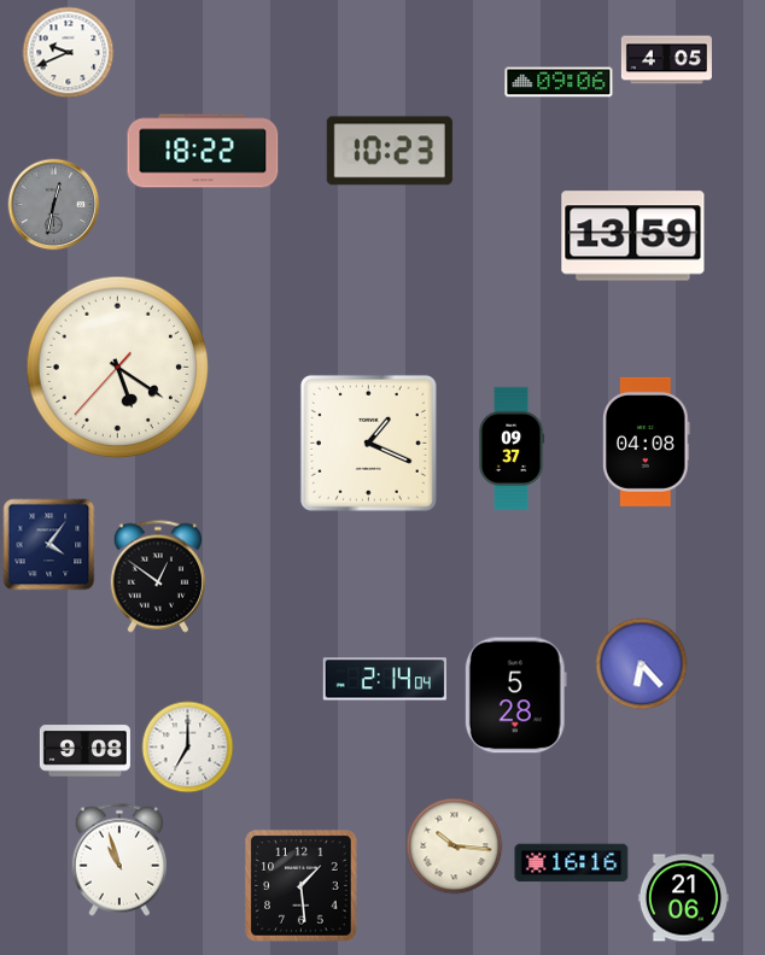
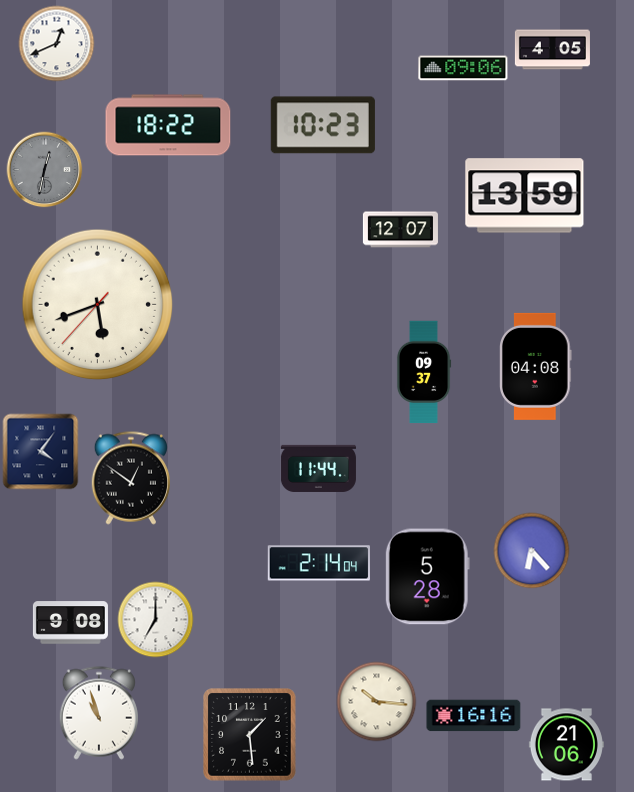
clock at (69, 53): 9:41 -> 12:41
clock at (400, 230): none -> 12:07
clock at (118, 368): 5:20 -> 5:41
clock at (368, 443): 1:19 -> none
clock at (318, 468): none -> 11:44
